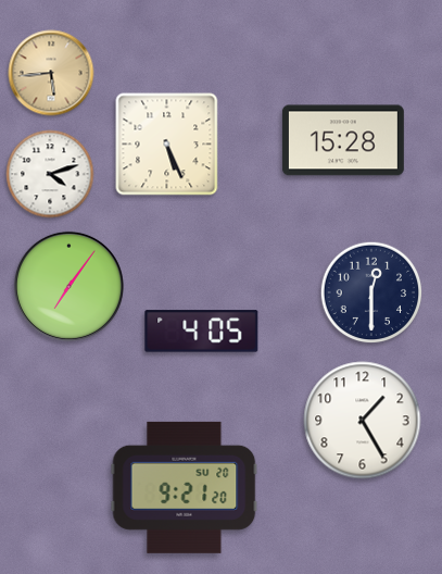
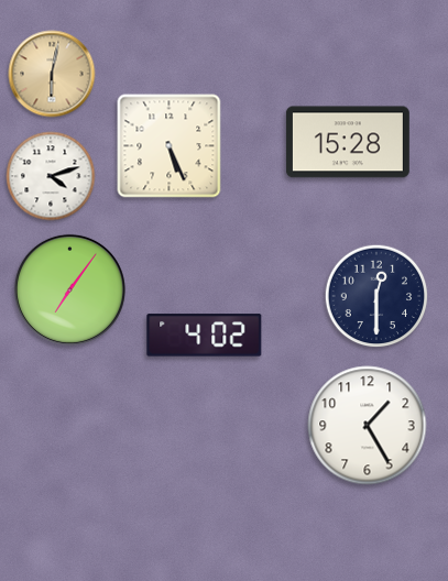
clock at (51, 73): 5:44 -> 6:02
clock at (202, 332): 4:05 -> 4:02
clock at (185, 487): 9:21 -> none
